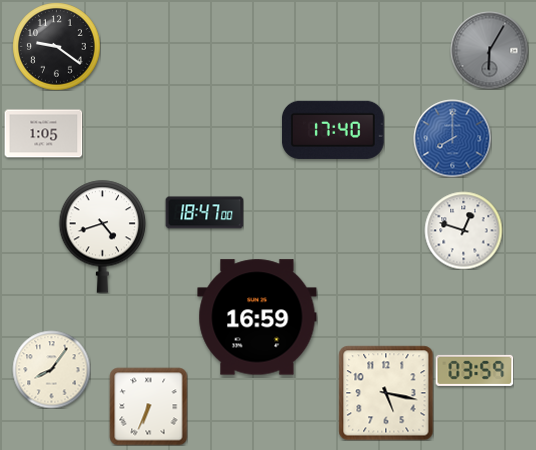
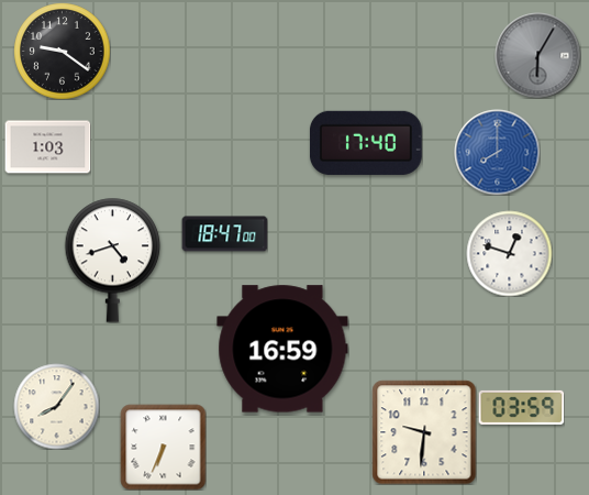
clock at (43, 134): 1:05 -> 1:03
clock at (386, 393): 5:17 -> 9:31
